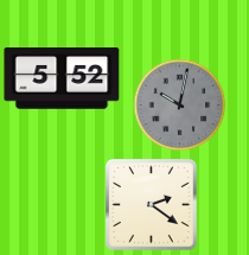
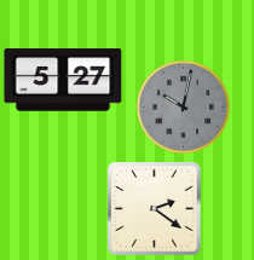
clock at (62, 78): 5:52 -> 5:27
